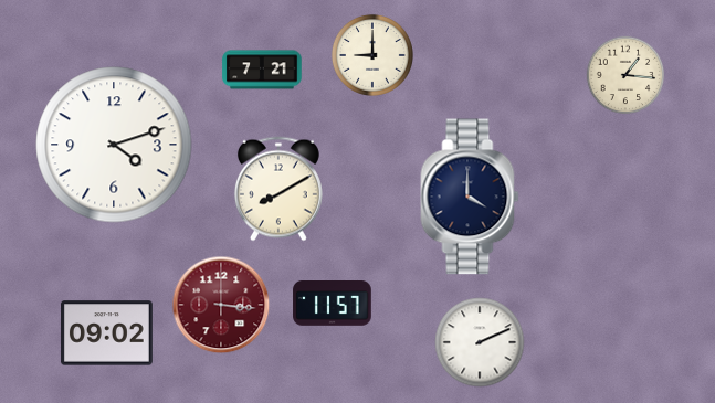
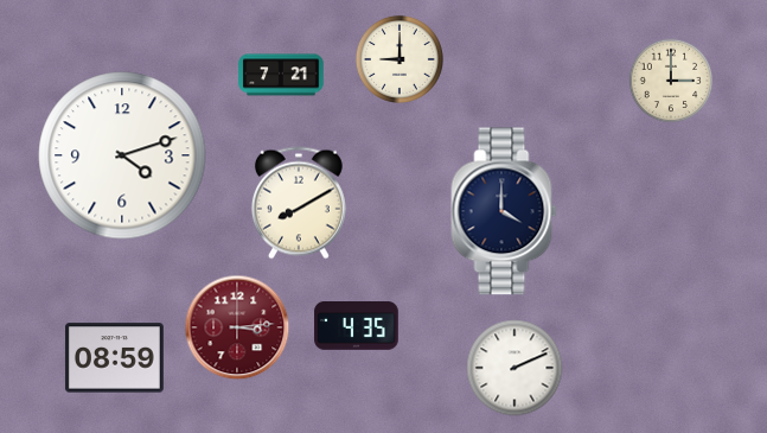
clock at (625, 75): 1:16 -> 3:00
clock at (333, 304): 11:57 -> 4:35
clock at (221, 305): 3:16 -> 3:14
clock at (106, 333): 09:02 -> 08:59
